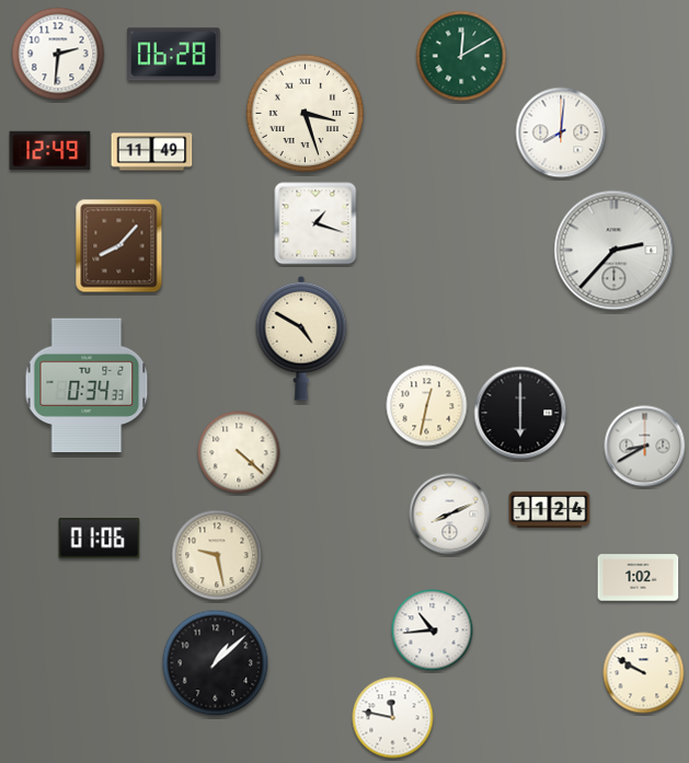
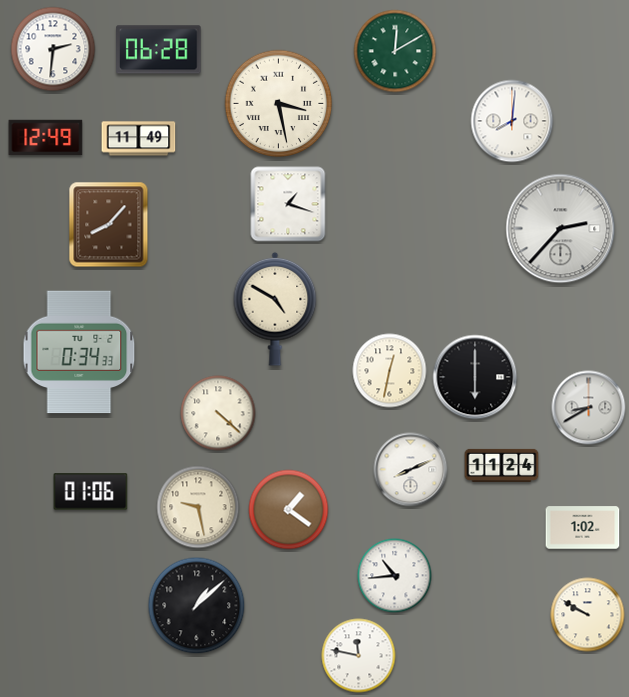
clock at (461, 56) position: (461, 56) -> (395, 51)
clock at (306, 114): 3:27 -> 3:28
clock at (289, 510): none -> 1:21
